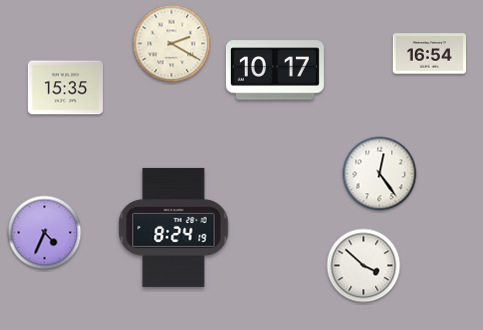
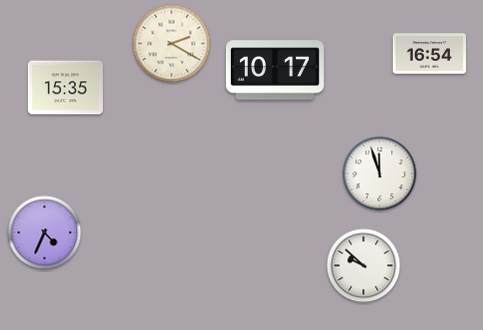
clock at (380, 174): 12:24 -> 11:57
clock at (174, 227): 8:24 -> none
clock at (364, 266): 3:52 -> 9:52
